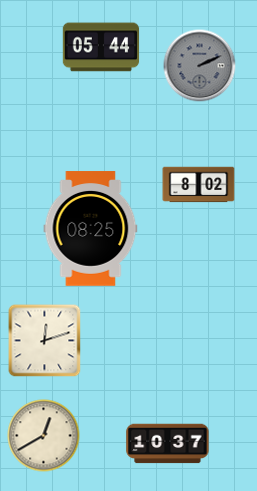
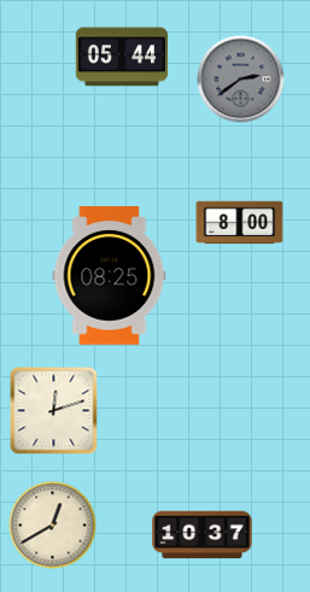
clock at (200, 66): 2:11 -> 2:39
clock at (199, 185): 8:02 -> 8:00
